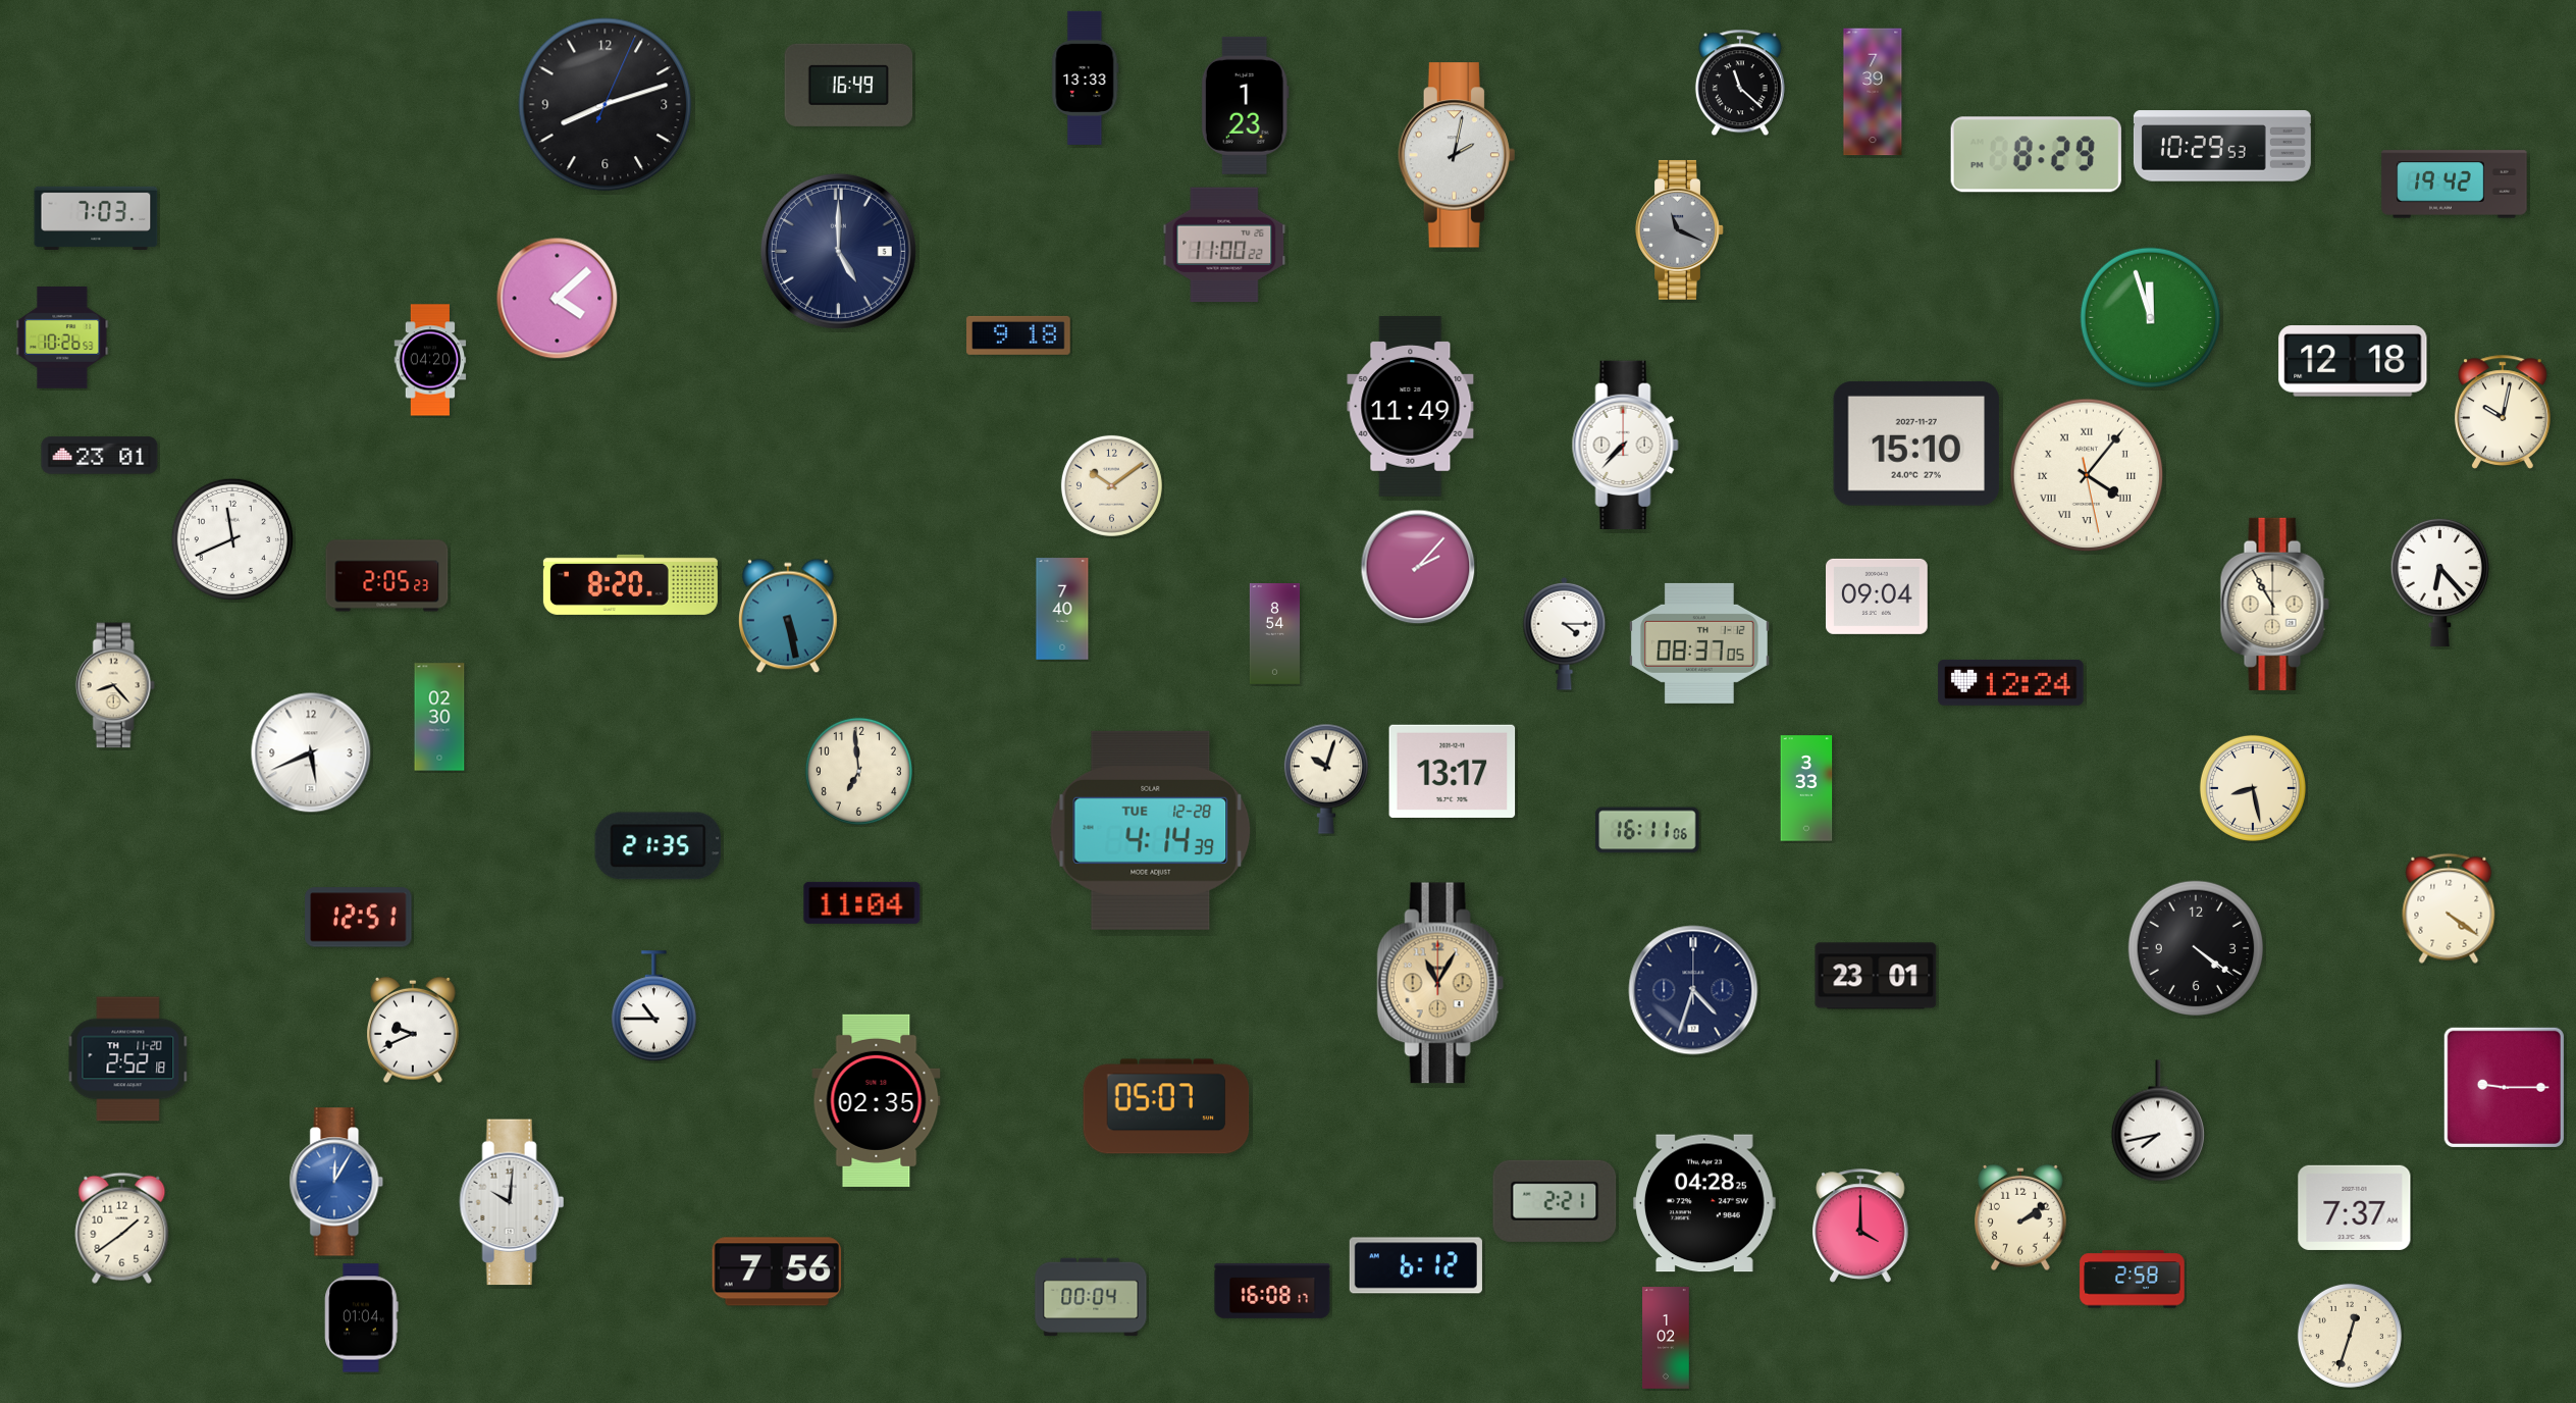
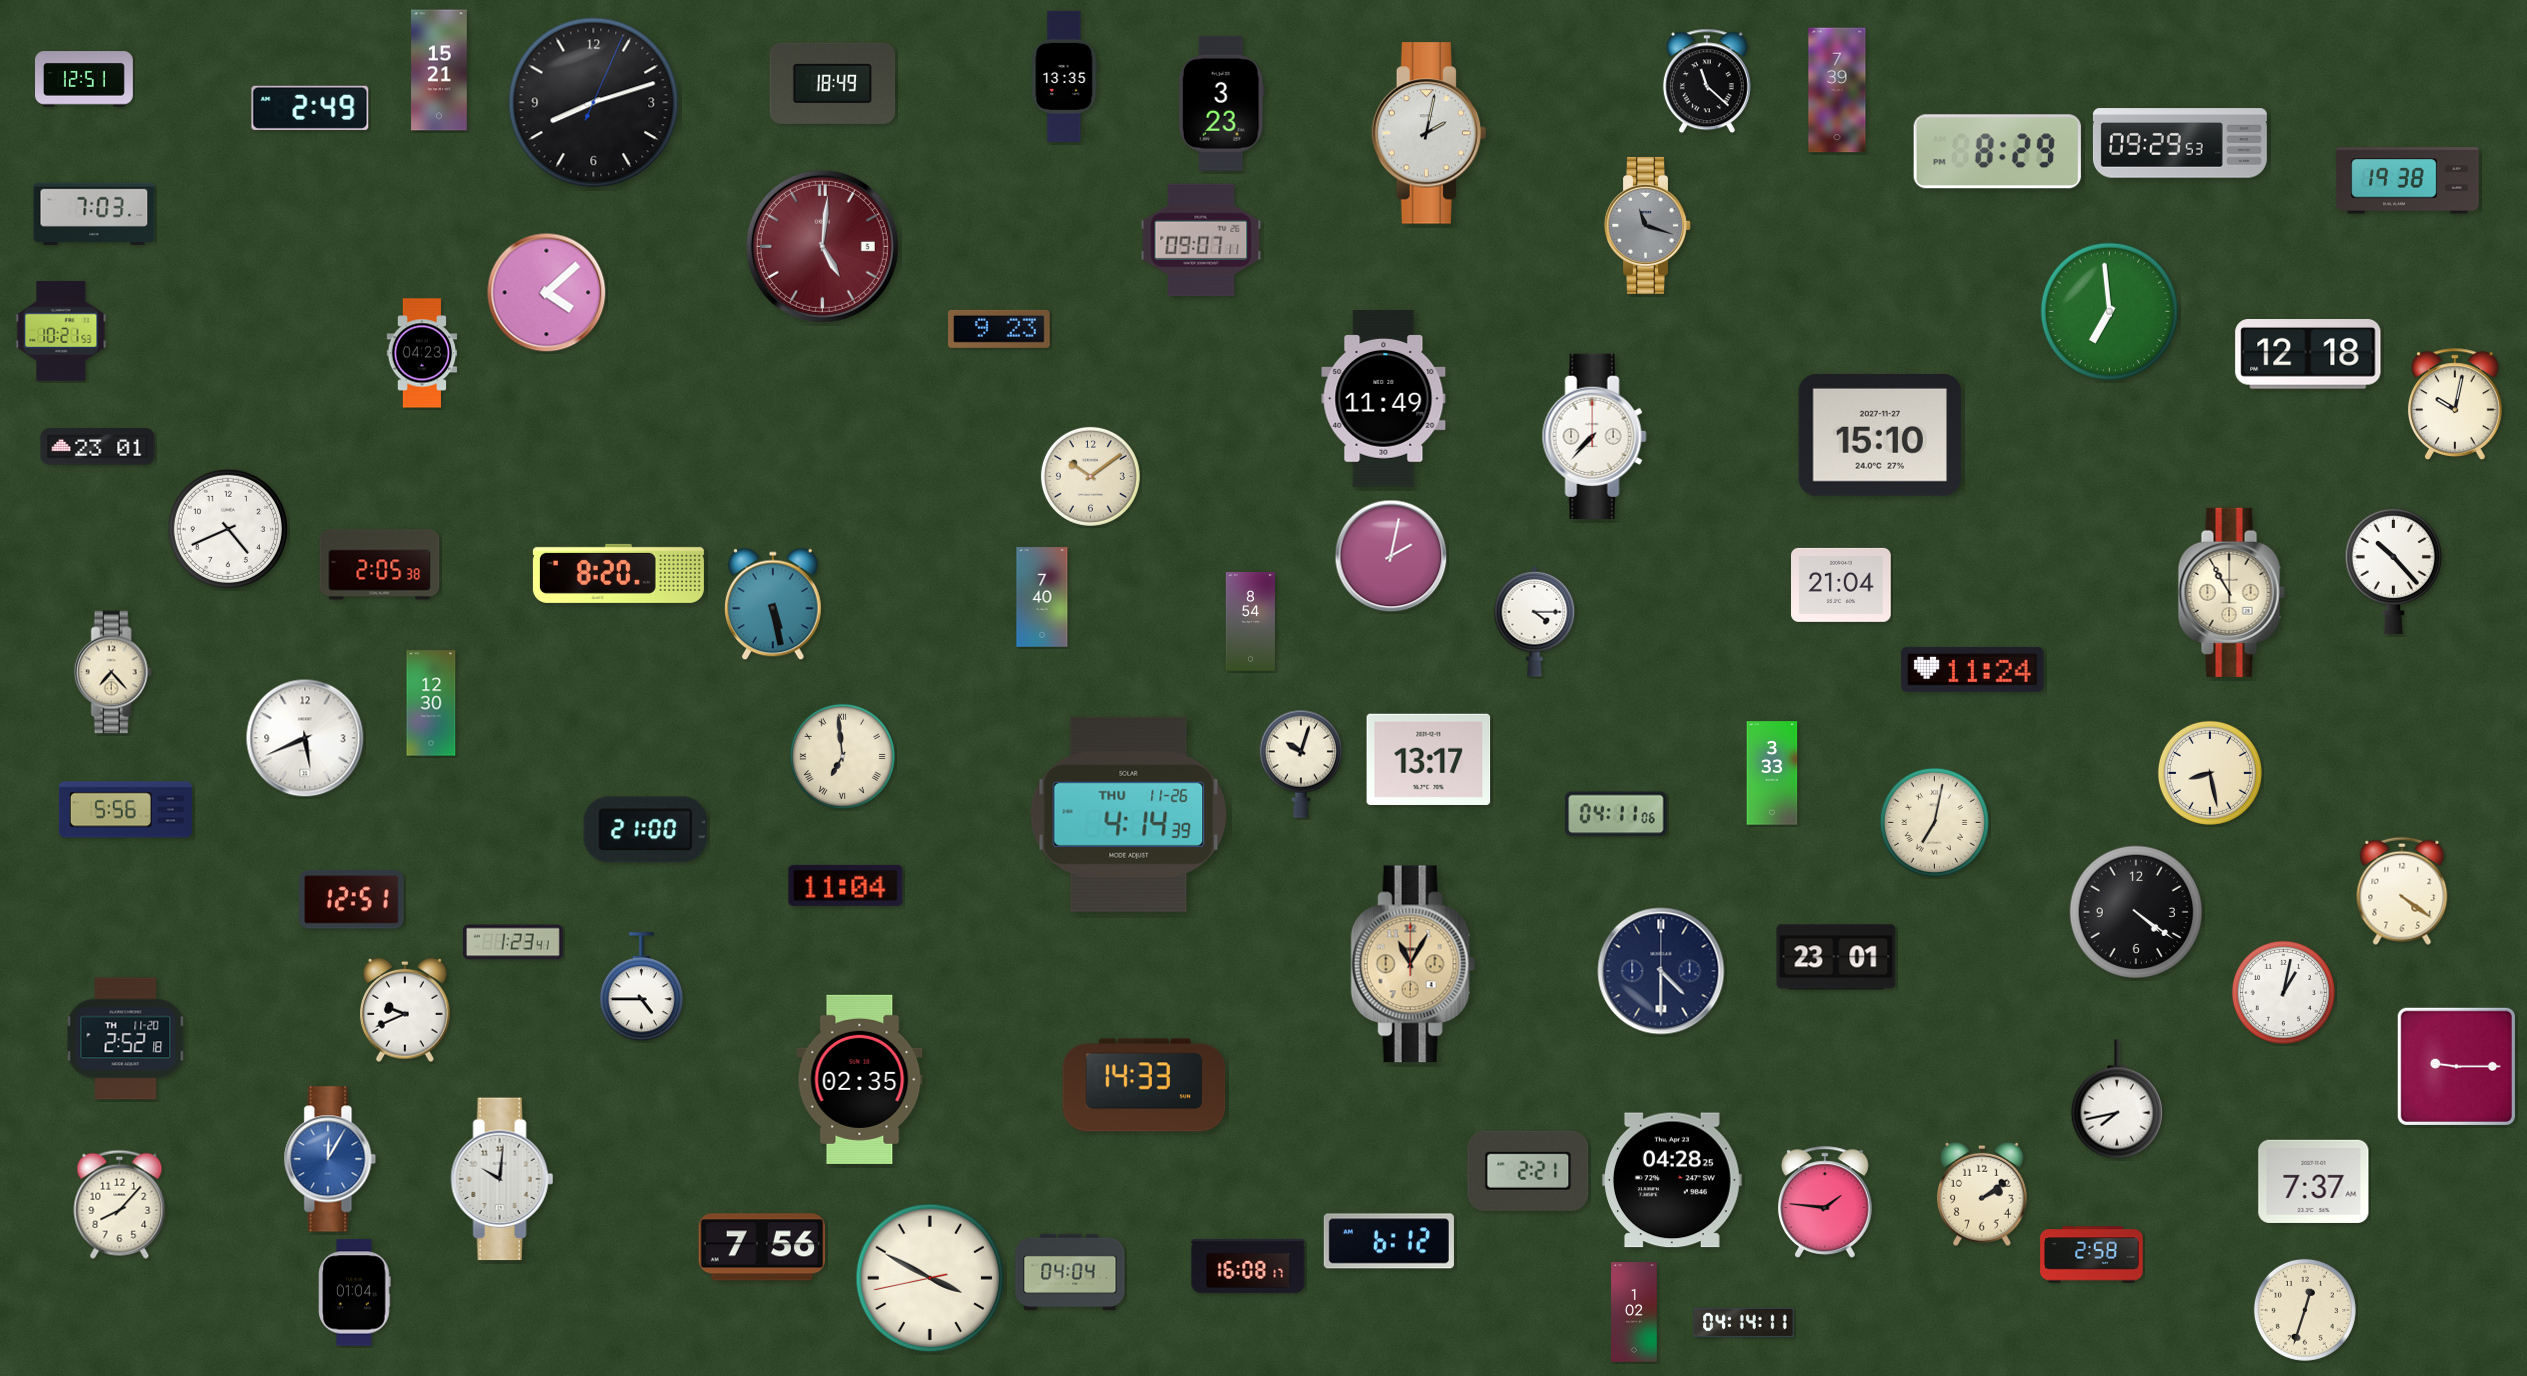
clock at (439, 70): none -> 15:21
clock at (1086, 77): 13:33 -> 13:35
clock at (85, 79): none -> 12:51
clock at (849, 85): 16:49 -> 18:49
clock at (1245, 105): 1:23 -> 3:23
clock at (310, 108): none -> 2:49
clock at (2222, 146): 10:29 -> 09:29
clock at (1456, 155) position: (1456, 155) -> (1428, 133)
clock at (2455, 185): 19:42 -> 19:38
clock at (1680, 229): 11:19 -> 11:18
clock at (1224, 245): 11:00 -> 09:07
clock at (838, 251): 5:00 -> 5:01
clock at (838, 251) dial: navy -> burgundy
clock at (2151, 318): 11:57 -> 6:59
clock at (1018, 335): 9:18 -> 9:23
clock at (62, 337): 10:26 -> 10:21
clock at (430, 360): 04:20 -> 04:23
clock at (2087, 475): 4:06 -> none
clock at (232, 539): 11:41 -> 4:41
clock at (1418, 567): 2:07 -> 2:02
clock at (387, 576): 2:05:23 -> 2:05:38
clock at (2439, 582): 6:23 -> 10:23
clock at (1878, 596): 09:04 -> 21:04
clock at (1700, 643): 08:37 -> none
clock at (2011, 682): 12:24 -> 11:24
clock at (115, 685): 8:23 -> 7:23
clock at (439, 717): 02:30 -> 12:30
clock at (858, 771) numerals: Arabic -> Roman
clock at (1453, 771) position: (1453, 771) -> (1429, 759)
clock at (125, 810): none -> 5:56
clock at (1151, 830) date: TUE 12-28 -> THU 11-26
clock at (1647, 830): 16:11 -> 04:11
clock at (1934, 822): none -> 7:02
clock at (659, 846): 21:35 -> 21:00
clock at (2195, 947) position: (2195, 947) -> (2135, 911)
clock at (514, 942): none -> 1:23
clock at (1876, 976) position: (1876, 976) -> (1836, 957)
clock at (1693, 990): 4:33 -> 4:30
clock at (653, 1006): 10:45 -> 4:45
clock at (2283, 992): none -> 1:02
clock at (1166, 1106): 05:07 -> 14:33
clock at (1555, 1201) position: (1555, 1201) -> (1528, 1171)
clock at (2355, 1207) position: (2355, 1207) -> (2314, 1181)
clock at (1861, 1226): 4:00 -> 1:46
clock at (122, 1228): 1:39 -> 8:07
clock at (1091, 1297): 00:04 -> 04:04
clock at (930, 1278): none -> 3:49
clock at (1744, 1323): none -> 04:14
